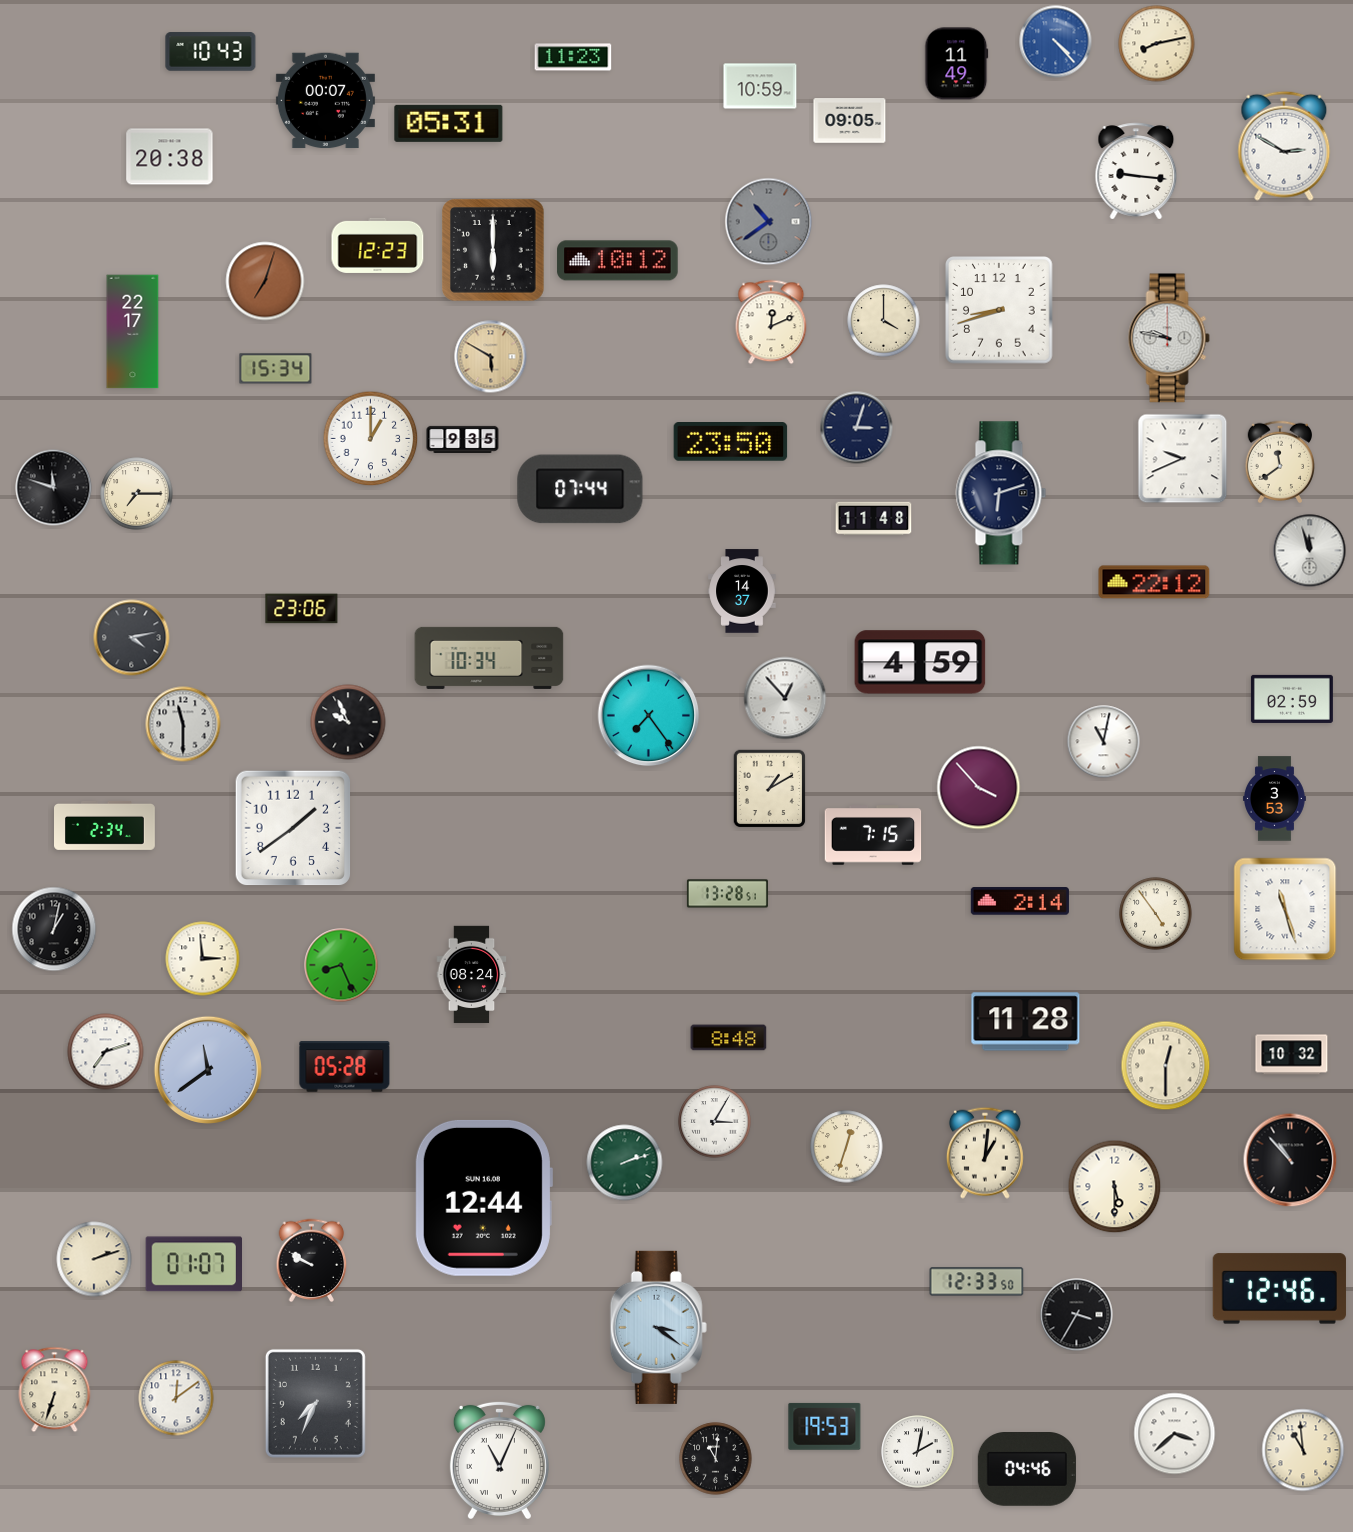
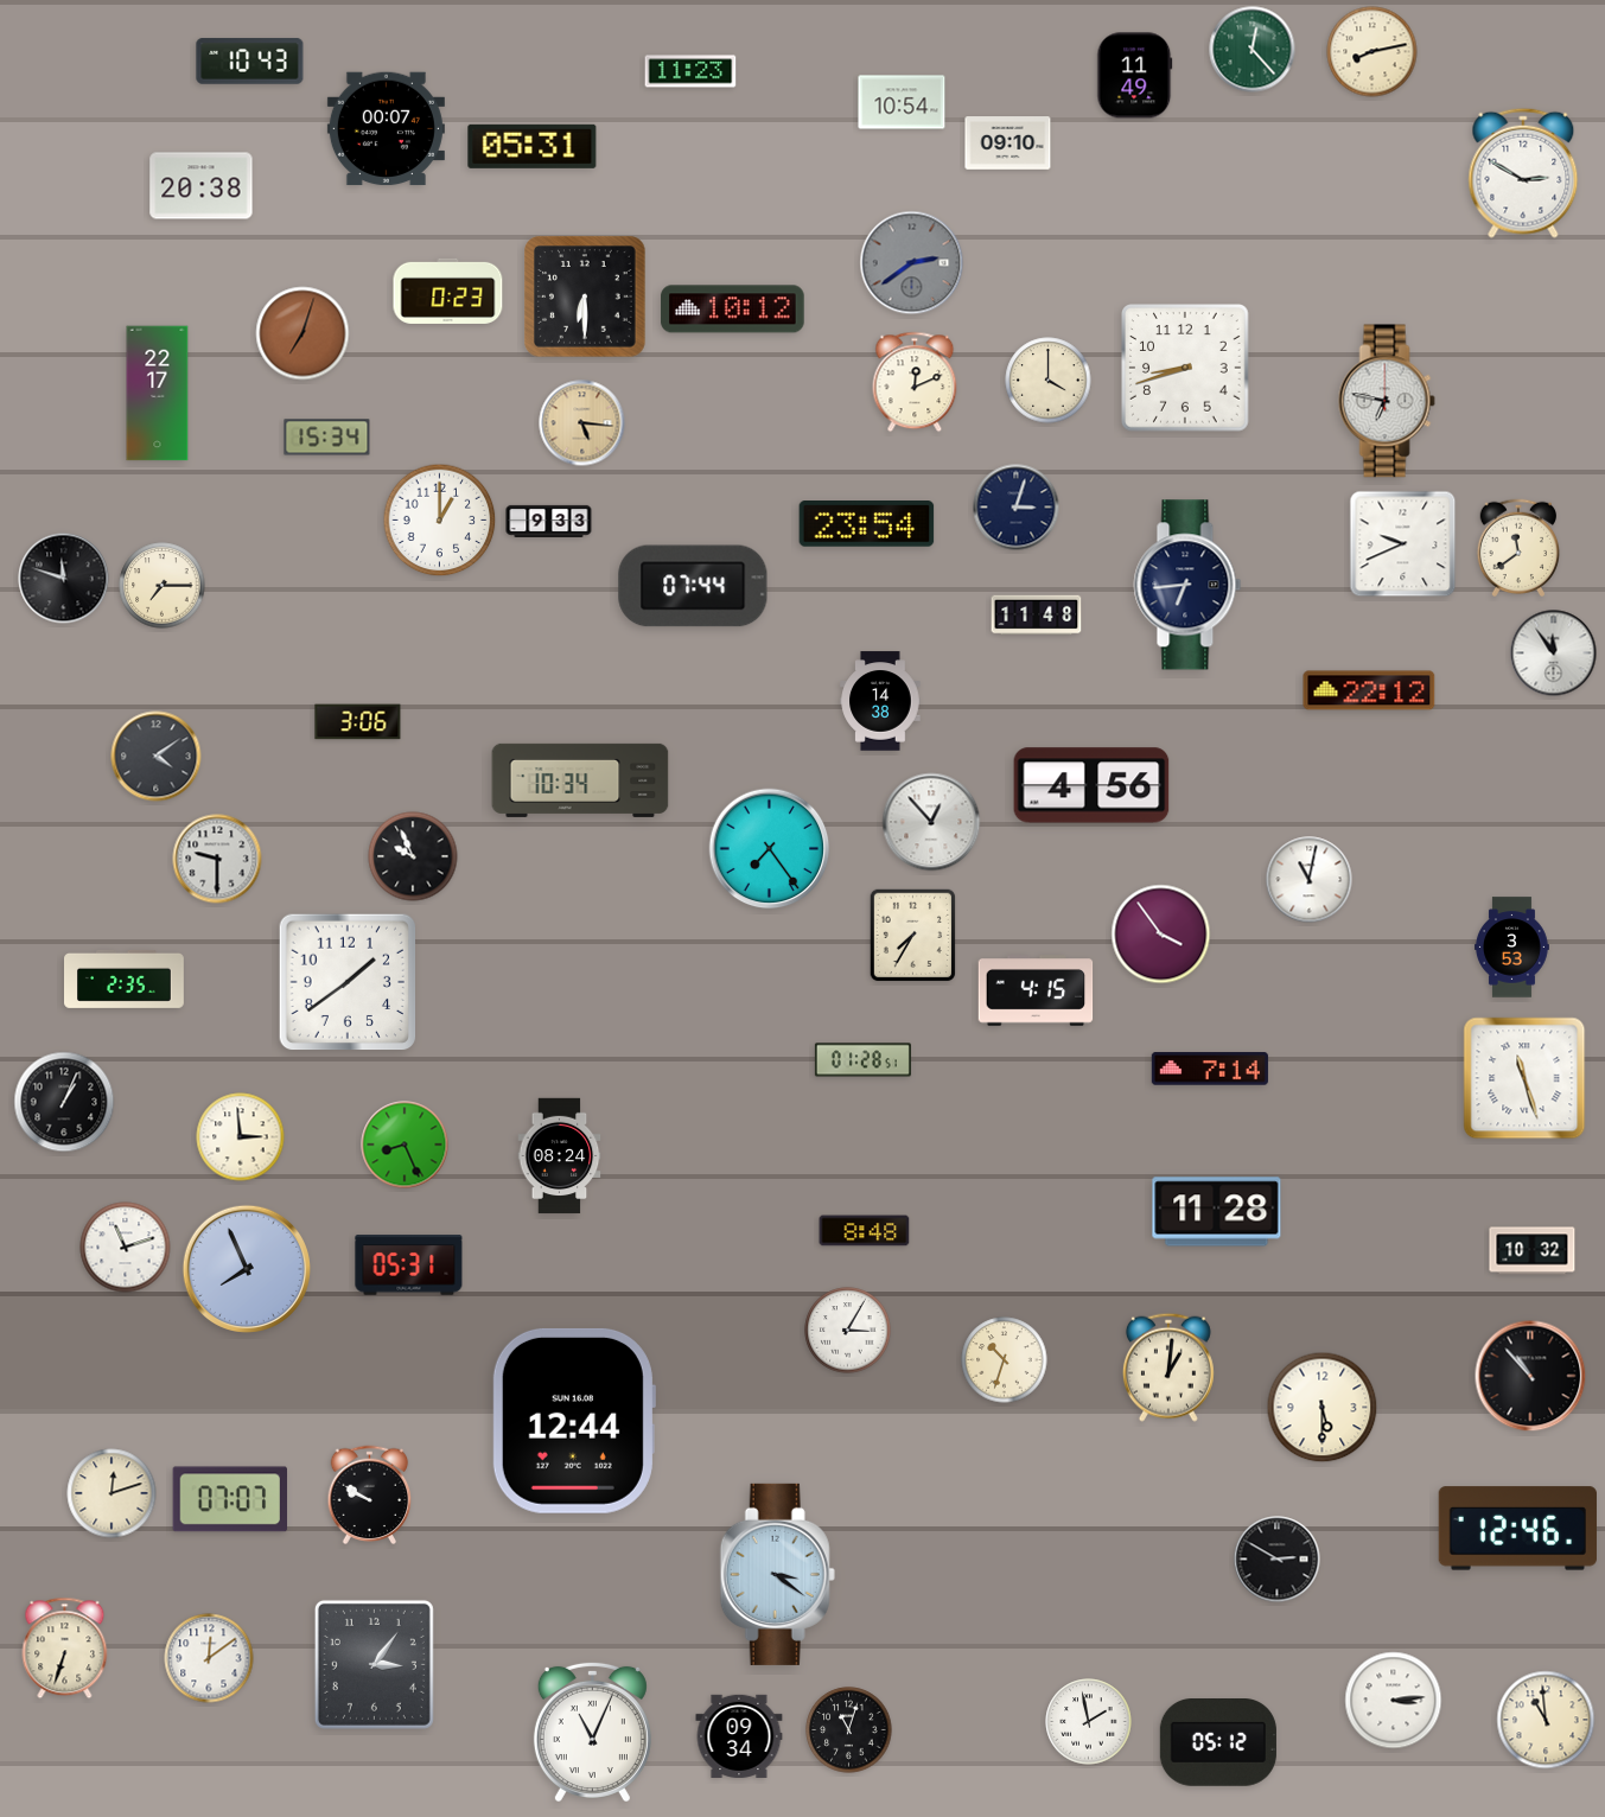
clock at (1056, 42): 4:23 -> 12:23
clock at (1056, 42) dial: blue -> green
clock at (573, 57) position: (573, 57) -> (690, 71)
clock at (760, 86): 10:59 -> 10:54
clock at (325, 101) position: (325, 101) -> (386, 129)
clock at (850, 121): 09:05 -> 09:10
clock at (1136, 171): 9:16 -> none
clock at (769, 222): 10:39 -> 2:39
clock at (378, 245): 12:23 -> 0:23
clock at (493, 250): 6:00 -> 6:30
clock at (265, 281) position: (265, 281) -> (302, 333)
clock at (1169, 338): 9:47 -> 6:47
clock at (491, 357): 5:50 -> 5:16
clock at (463, 439): 9:35 -> 9:33
clock at (731, 442): 23:50 -> 23:54
clock at (580, 489) position: (580, 489) -> (693, 586)
clock at (1001, 493): 6:12 -> 6:44
clock at (1310, 551): 11:57 -> 11:54
clock at (742, 591): 14:37 -> 14:38
clock at (302, 609): 23:06 -> 3:06
clock at (132, 638): 4:13 -> 4:09
clock at (920, 662): 4:59 -> 4:56
clock at (785, 698) position: (785, 698) -> (931, 822)
clock at (1292, 699): 02:59 -> none
clock at (183, 724): 11:30 -> 9:30
clock at (979, 788): 3:53 -> 3:54
clock at (770, 789): 1:10 -> 7:35
clock at (105, 825): 2:34 -> 2:35
clock at (873, 835): 7:15 -> 4:15
clock at (727, 894): 13:28 -> 01:28
clock at (1020, 901): 2:14 -> 7:14
clock at (1156, 914): 4:54 -> none
clock at (54, 929): 1:02 -> 1:04
clock at (106, 1052): 7:12 -> 11:12
clock at (1166, 1066): 12:30 -> none
clock at (345, 1067): 05:28 -> 05:31
clock at (207, 1069): 11:39 -> 7:56
clock at (847, 1147): 12:33 -> 10:33
clock at (625, 1163): 2:12 -> none
clock at (94, 1259): 2:12 -> 12:12
clock at (193, 1264): 01:07 -> 07:07
clock at (977, 1282): 12:33 -> none
clock at (1077, 1315): 3:35 -> 2:50
clock at (658, 1327) position: (658, 1327) -> (777, 1574)
clock at (315, 1403): 7:34 -> 3:06
clock at (825, 1426): 19:53 -> none
clock at (1175, 1434): 3:38 -> 3:14
clock at (918, 1452): 2:02 -> 1:58
clock at (716, 1459): 11:01 -> 11:03
clock at (739, 1736): none -> 09:34
clock at (1027, 1469): 04:46 -> 05:12
